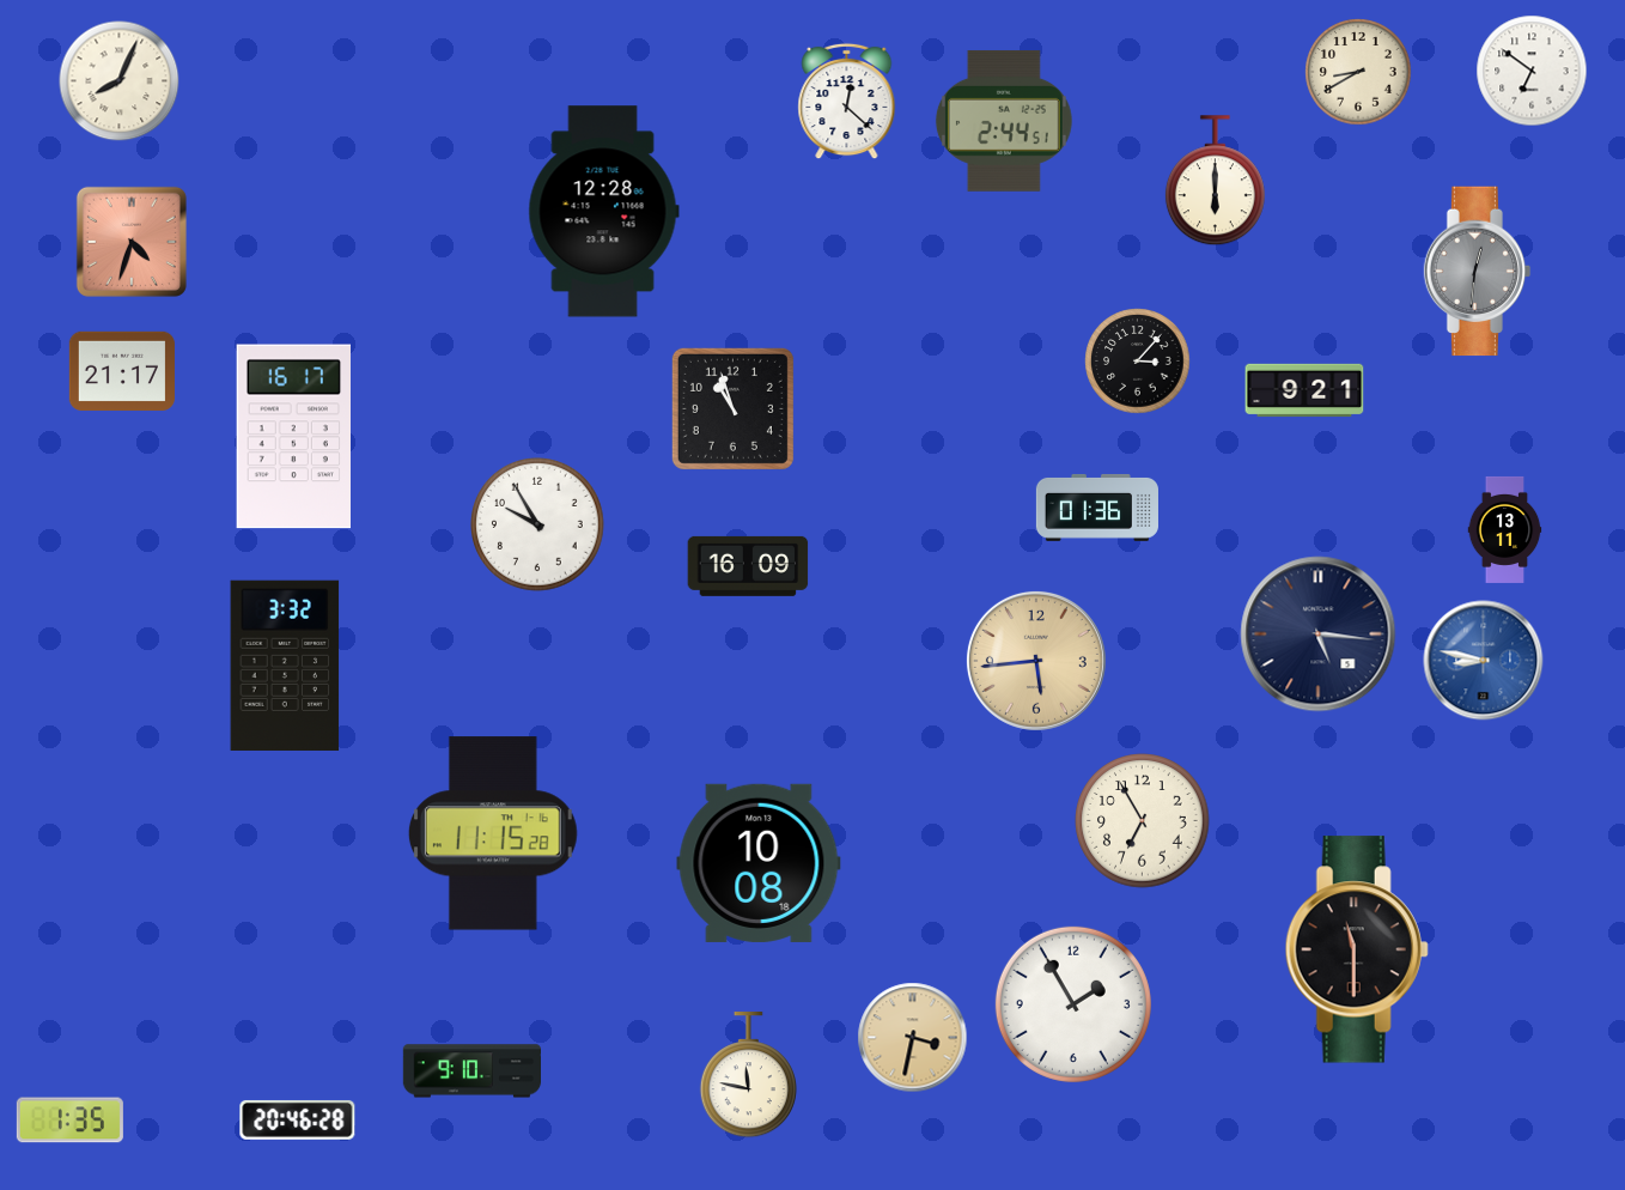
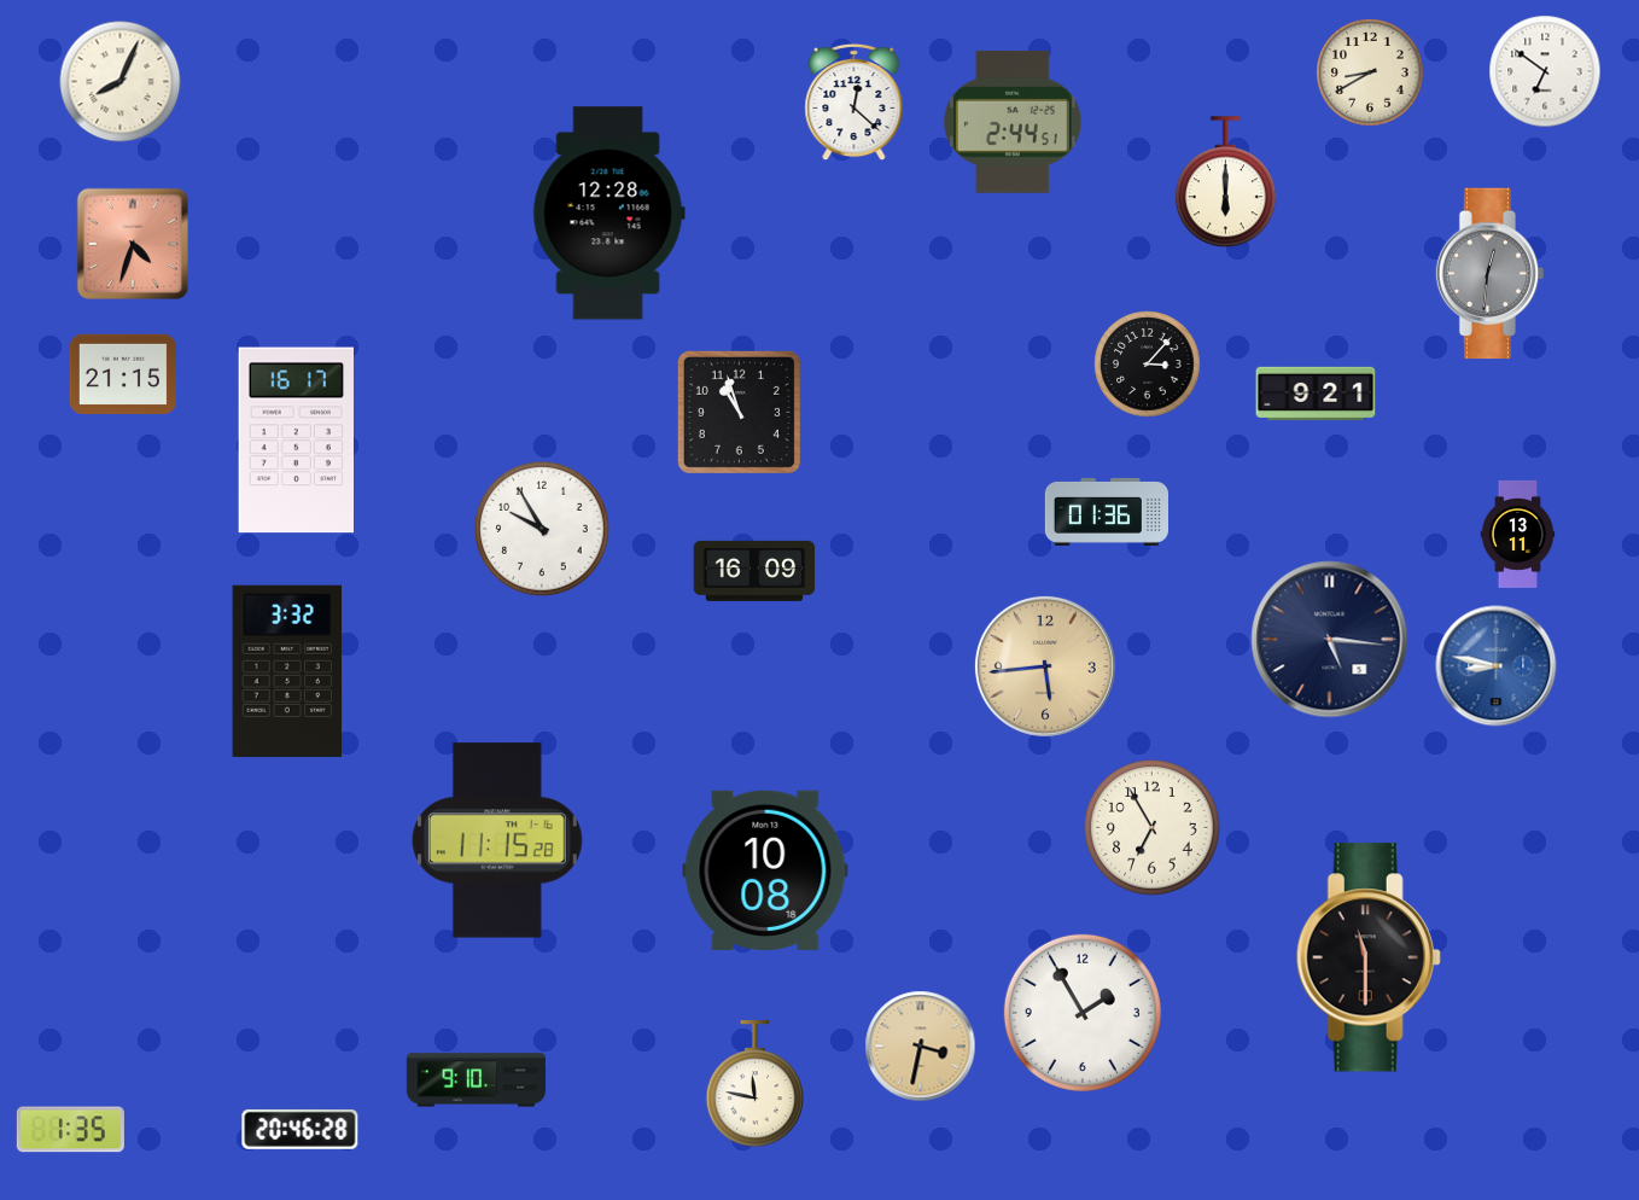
clock at (122, 371): 21:17 -> 21:15
